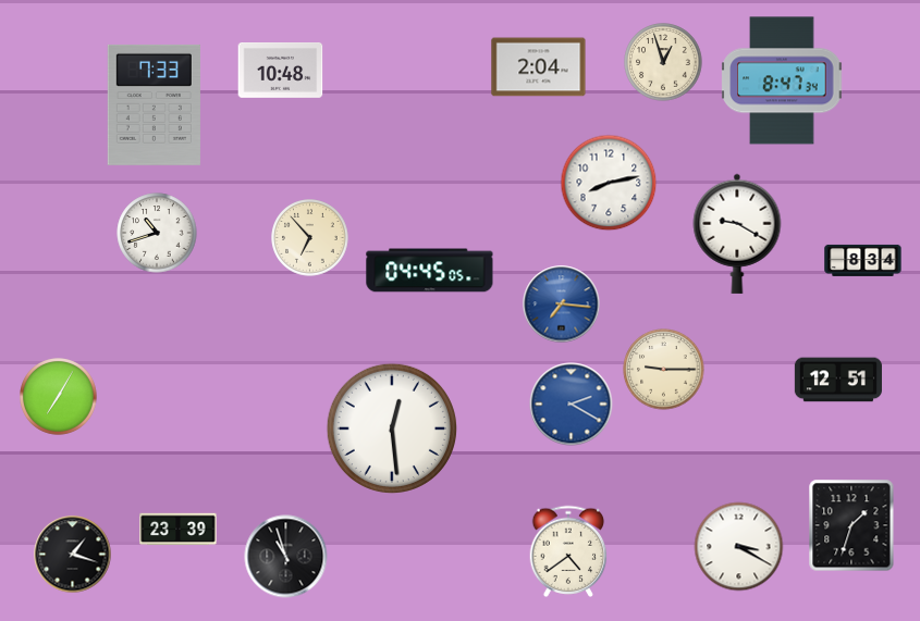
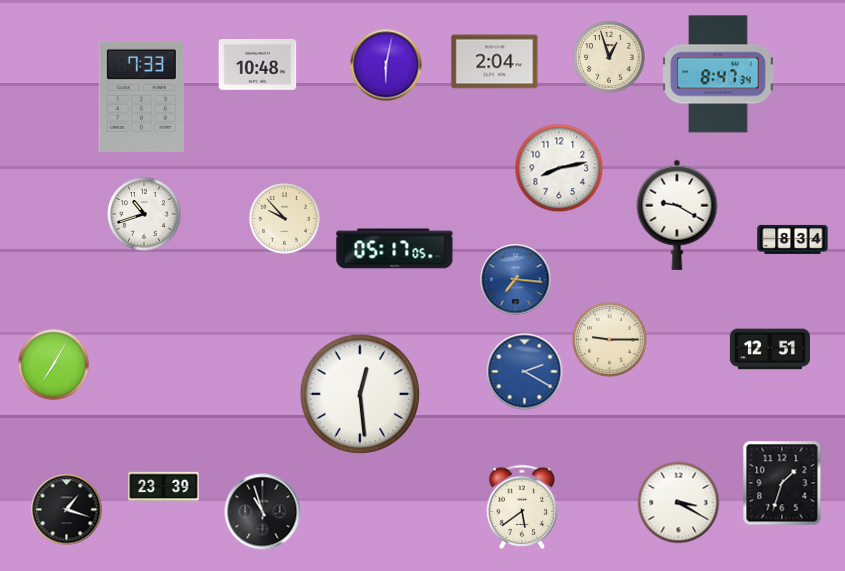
clock at (386, 65): none -> 6:02
clock at (310, 238): 6:53 -> 9:53
clock at (430, 271): 04:45 -> 05:17
clock at (568, 551): 4:39 -> 5:39
